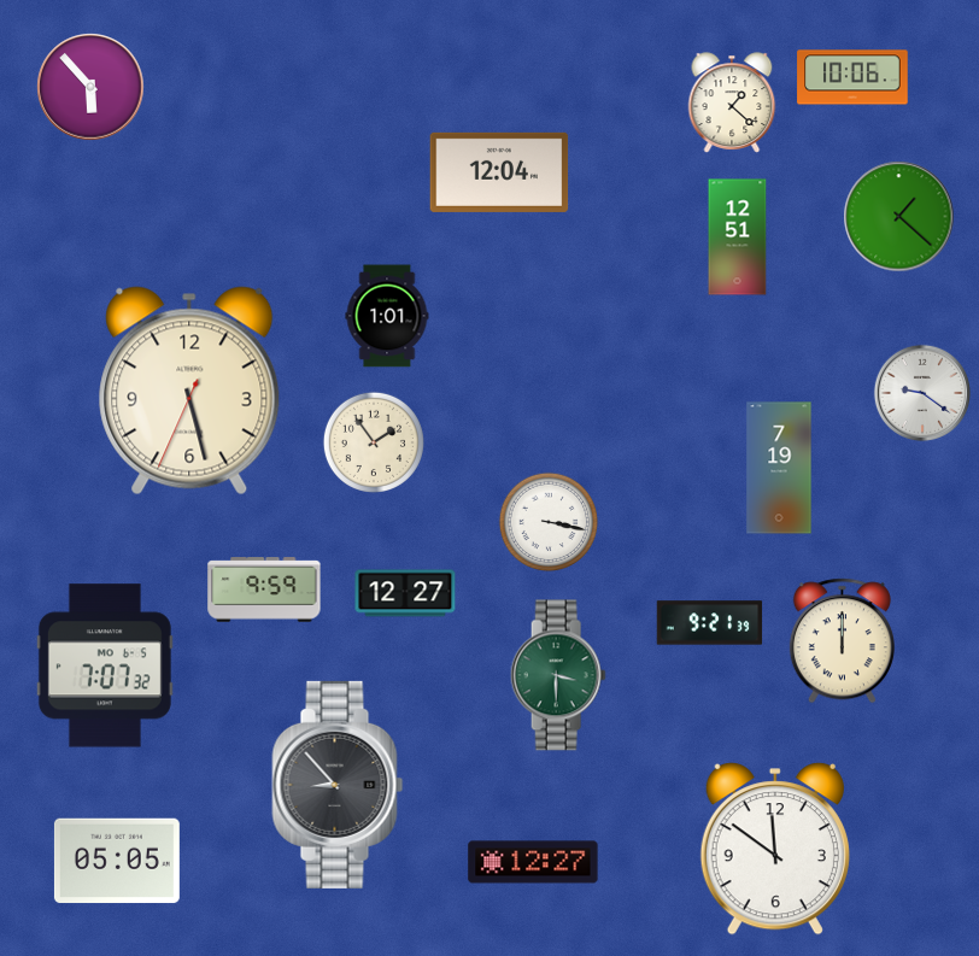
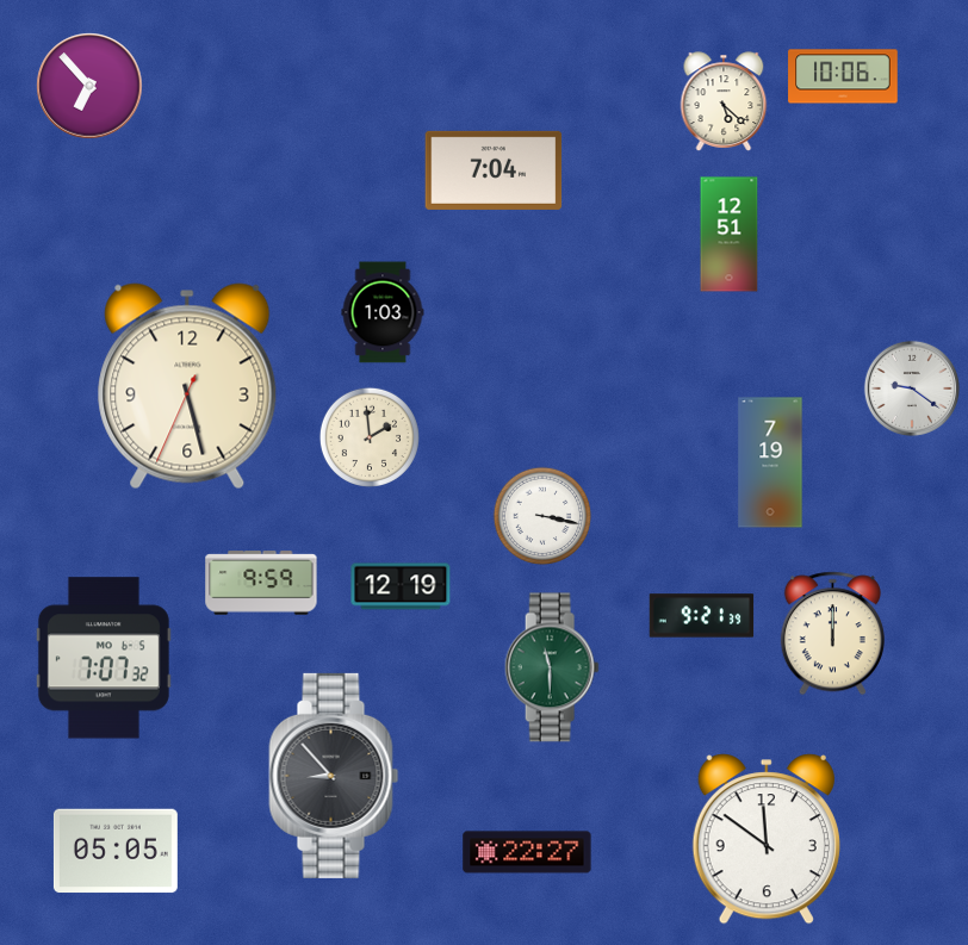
clock at (90, 87): 5:53 -> 6:53
clock at (732, 102): 1:22 -> 5:22
clock at (499, 172): 12:04 -> 7:04
clock at (899, 217): 1:22 -> none
clock at (387, 316): 1:01 -> 1:03
clock at (374, 442): 1:54 -> 1:59
clock at (405, 593): 12:27 -> 12:19
clock at (558, 675): 3:30 -> 11:30
clock at (533, 862): 12:27 -> 22:27
